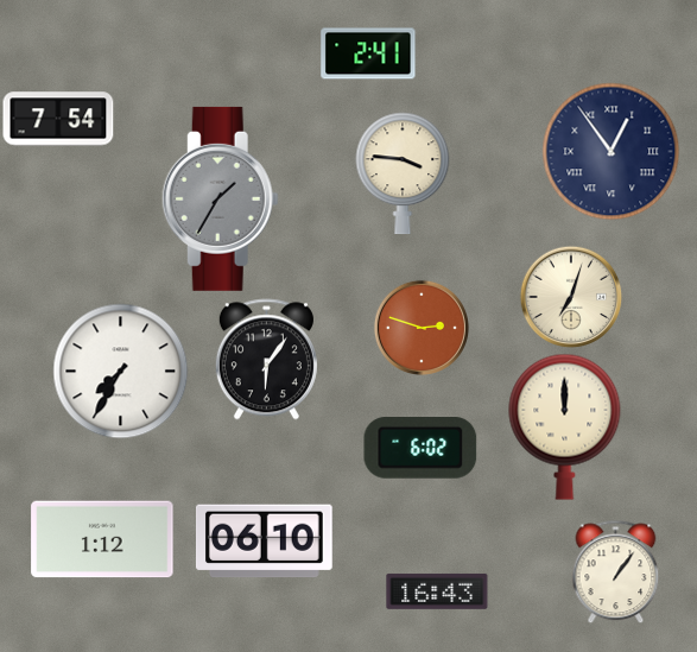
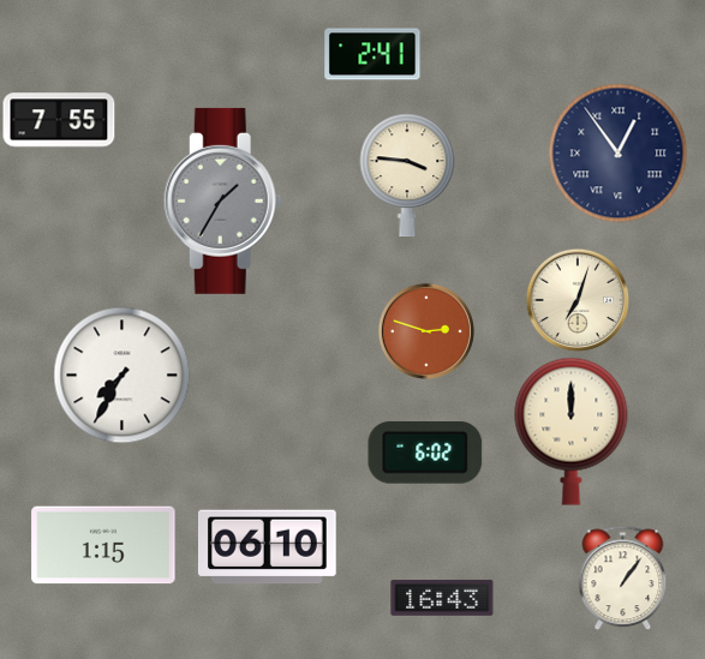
clock at (58, 119): 7:54 -> 7:55
clock at (266, 360): 6:06 -> none
clock at (102, 539): 1:12 -> 1:15
